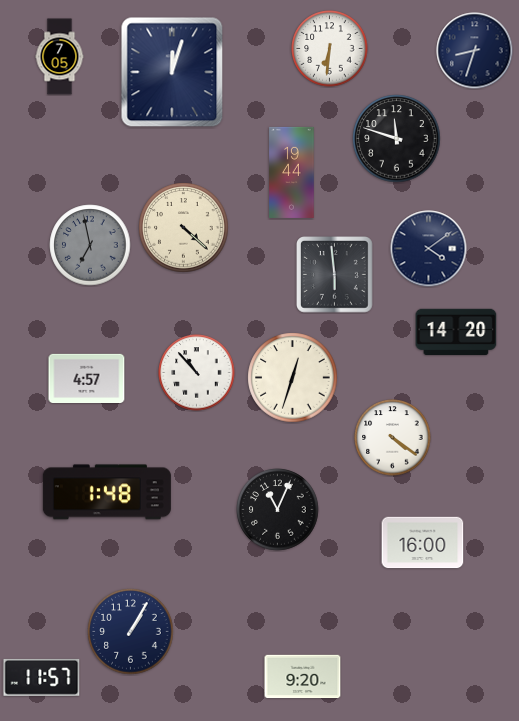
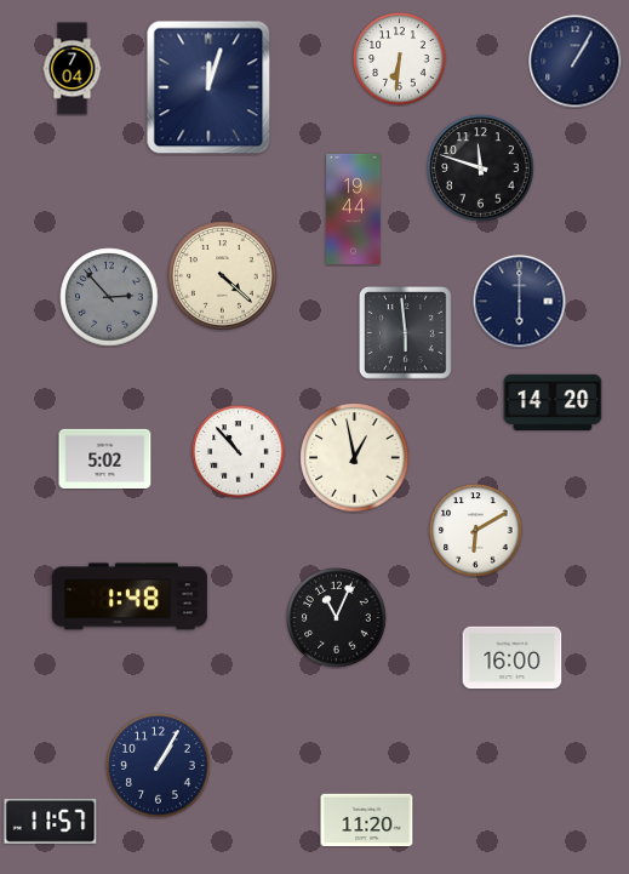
clock at (475, 51): 8:33 -> 1:05
clock at (60, 57): 7:05 -> 7:04
clock at (90, 245): 6:58 -> 2:53
clock at (429, 249): 4:09 -> 6:00
clock at (87, 378): 4:57 -> 5:02
clock at (293, 378): 12:33 -> 12:58
clock at (393, 438): 4:21 -> 6:10
clock at (303, 677): 9:20 -> 11:20
